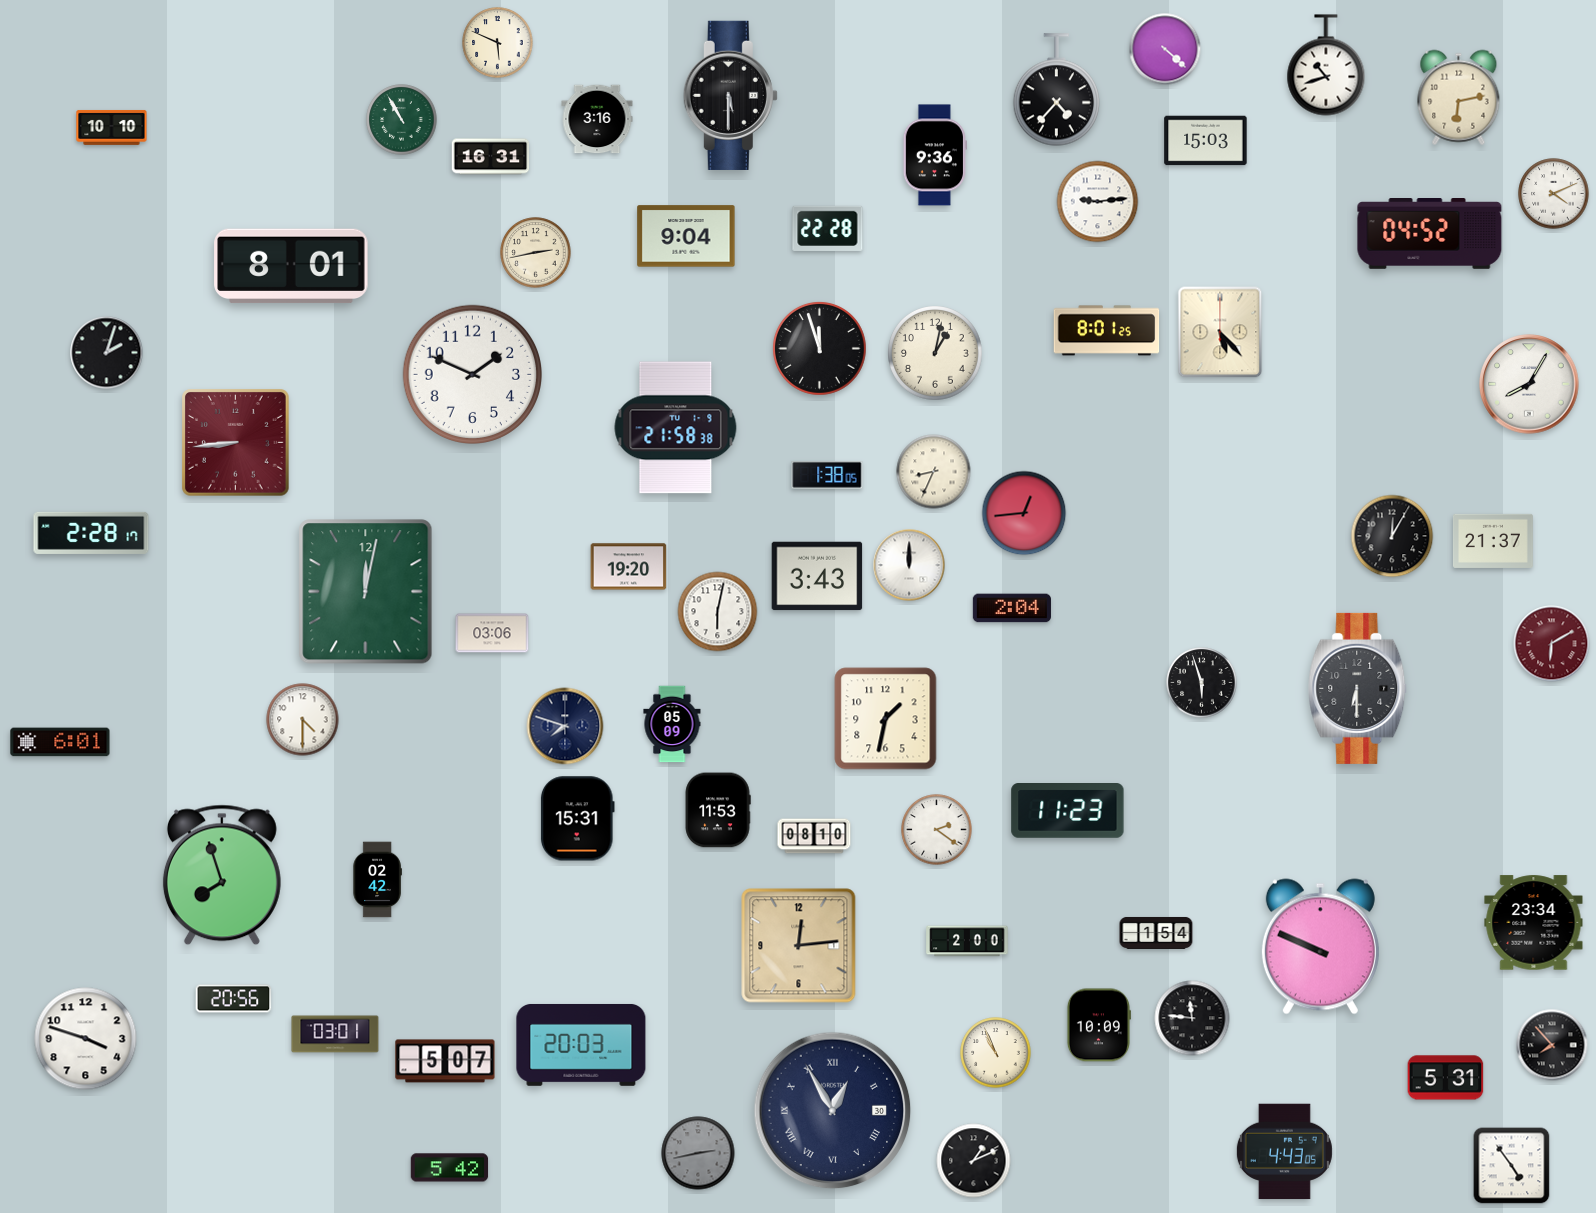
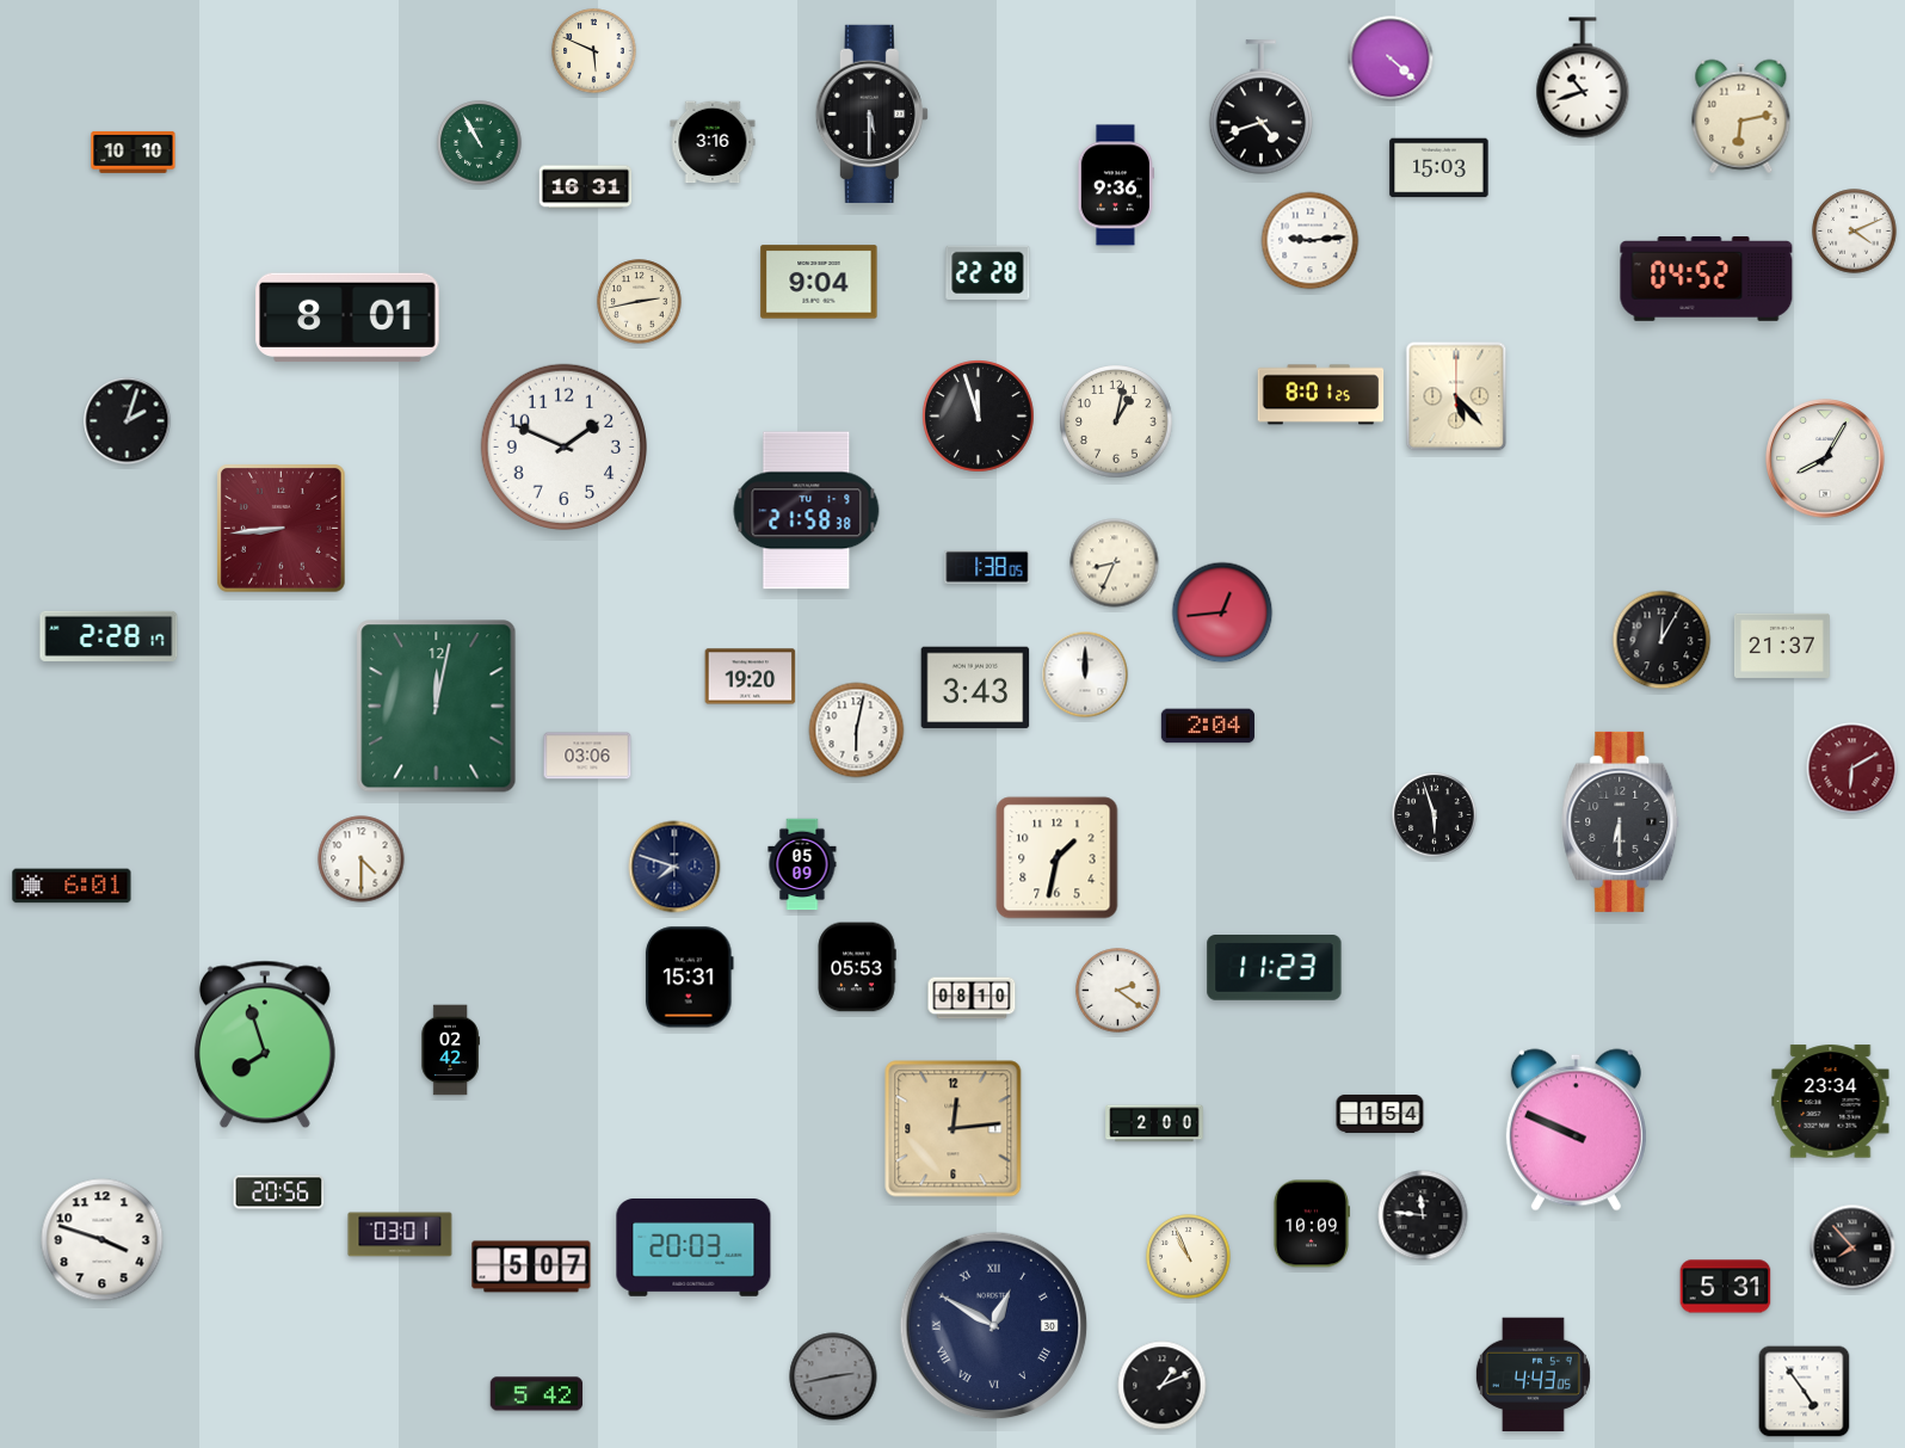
clock at (1056, 90): 4:37 -> 4:42
clock at (718, 810): 11:53 -> 05:53
clock at (833, 1111): 12:55 -> 12:50
